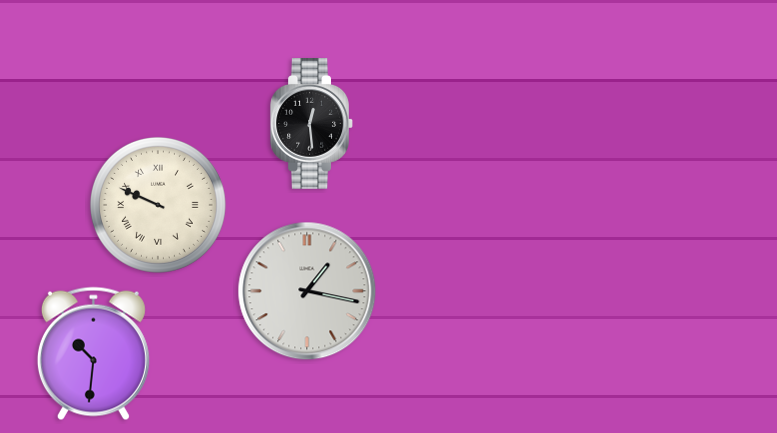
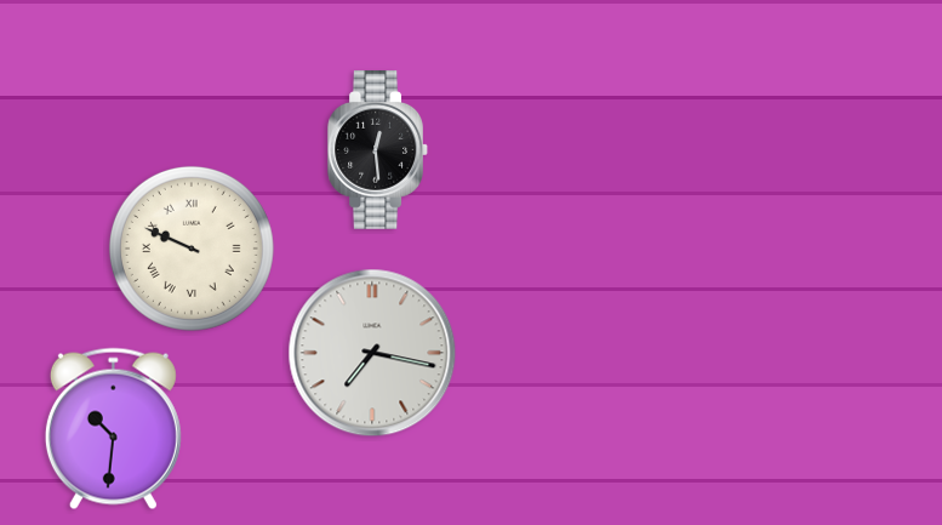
clock at (307, 291): 1:17 -> 7:17
